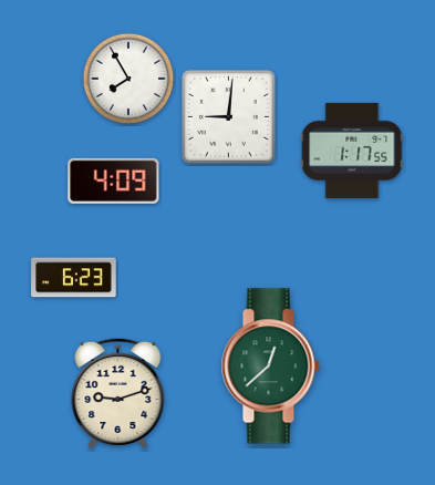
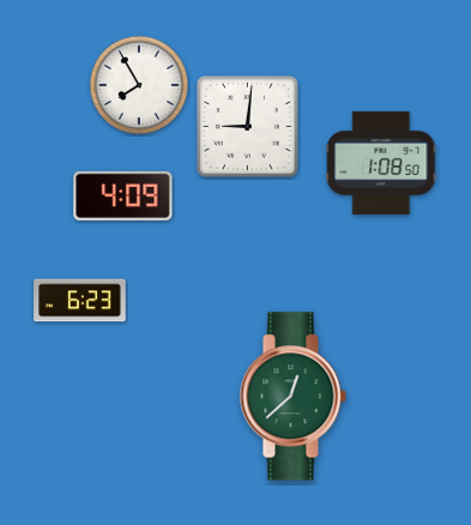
clock at (352, 151): 1:17 -> 1:08
clock at (118, 393): 9:12 -> none
